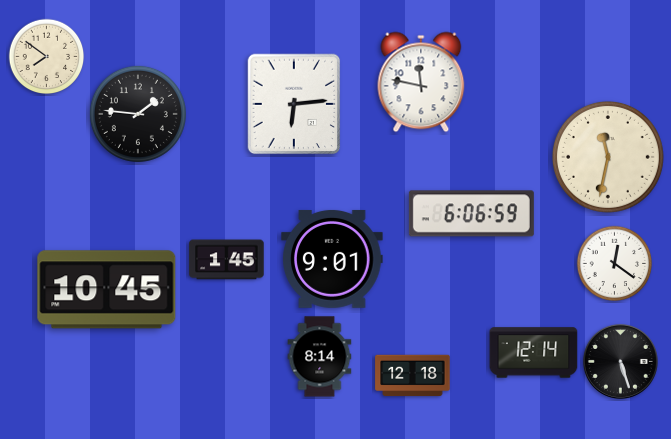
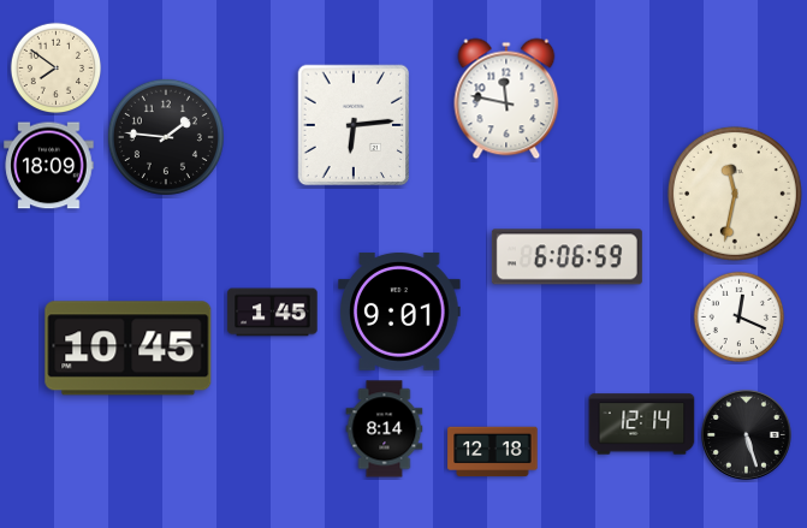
clock at (49, 166): none -> 18:09
clock at (608, 157) position: (608, 157) -> (735, 194)
clock at (615, 264): 12:21 -> 12:19
clock at (413, 376) position: (413, 376) -> (493, 452)
